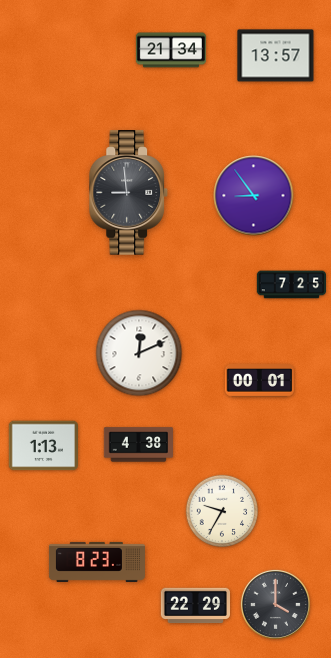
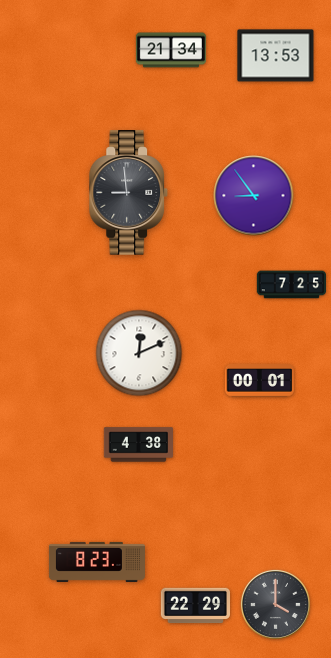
clock at (276, 56): 13:57 -> 13:53
clock at (43, 446): 1:13 -> none
clock at (222, 511): 9:35 -> none
